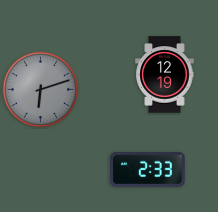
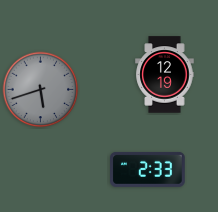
clock at (41, 90): 6:12 -> 5:42
